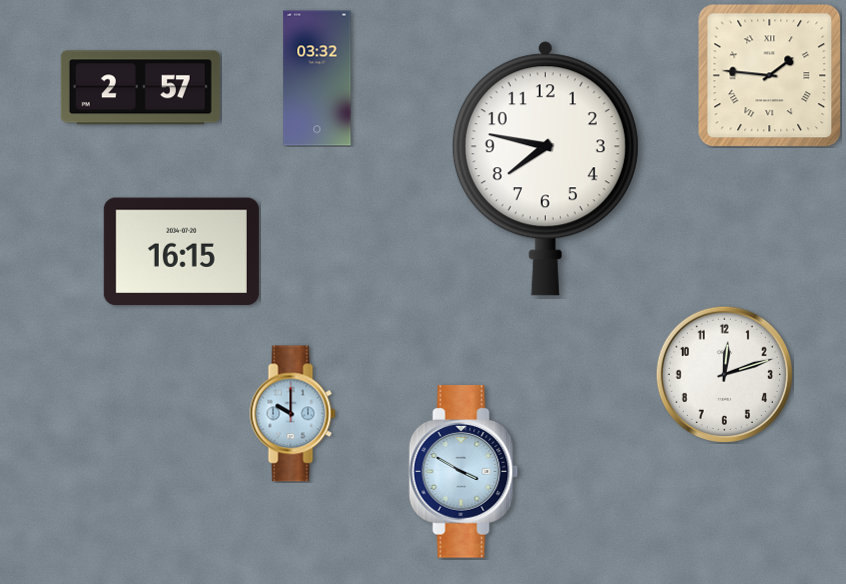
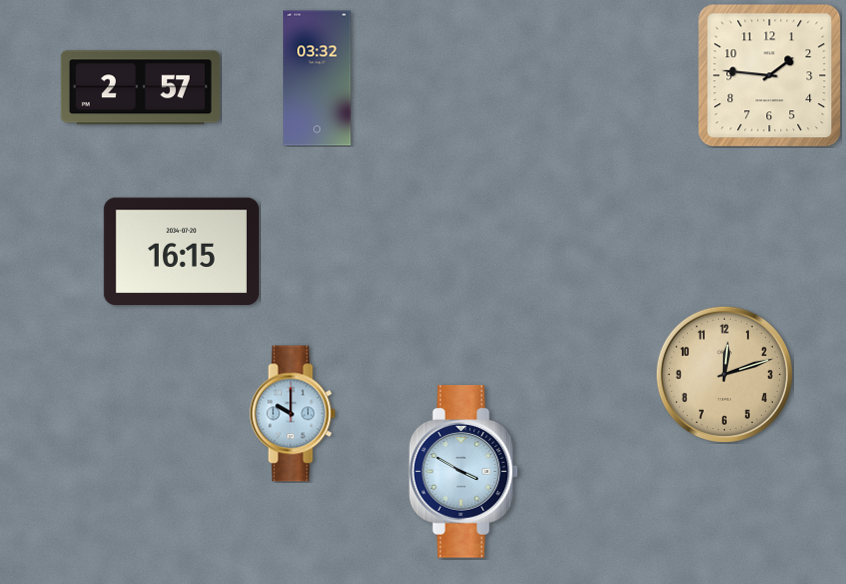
clock at (770, 76) numerals: Roman -> Arabic
clock at (545, 169): 7:47 -> none
clock at (724, 374) dial: white -> champagne
